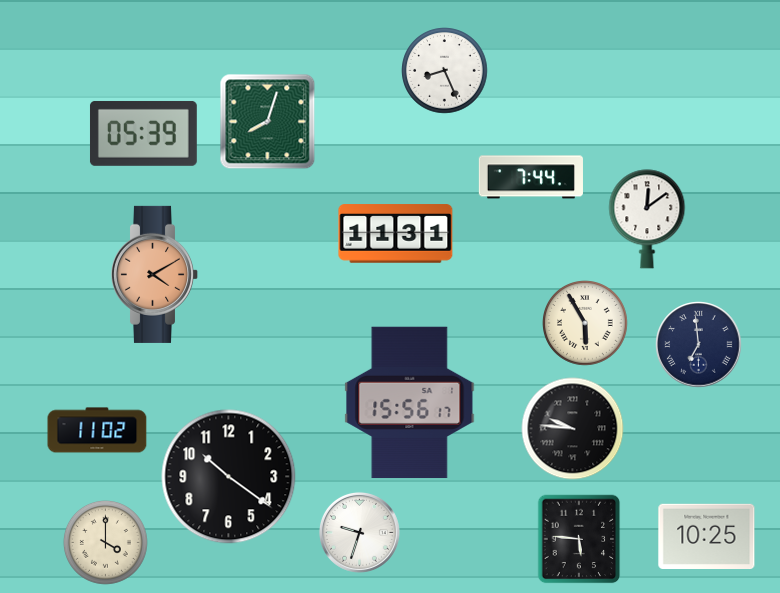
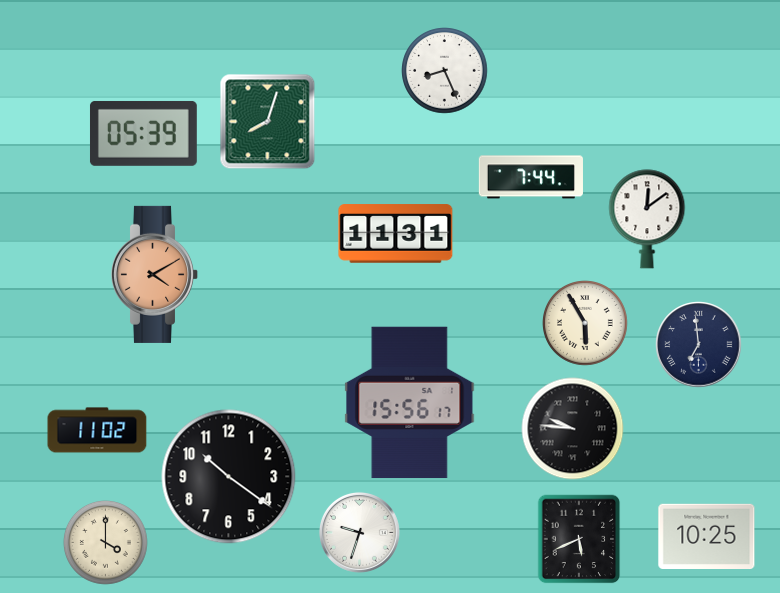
clock at (579, 539): 5:46 -> 5:41
